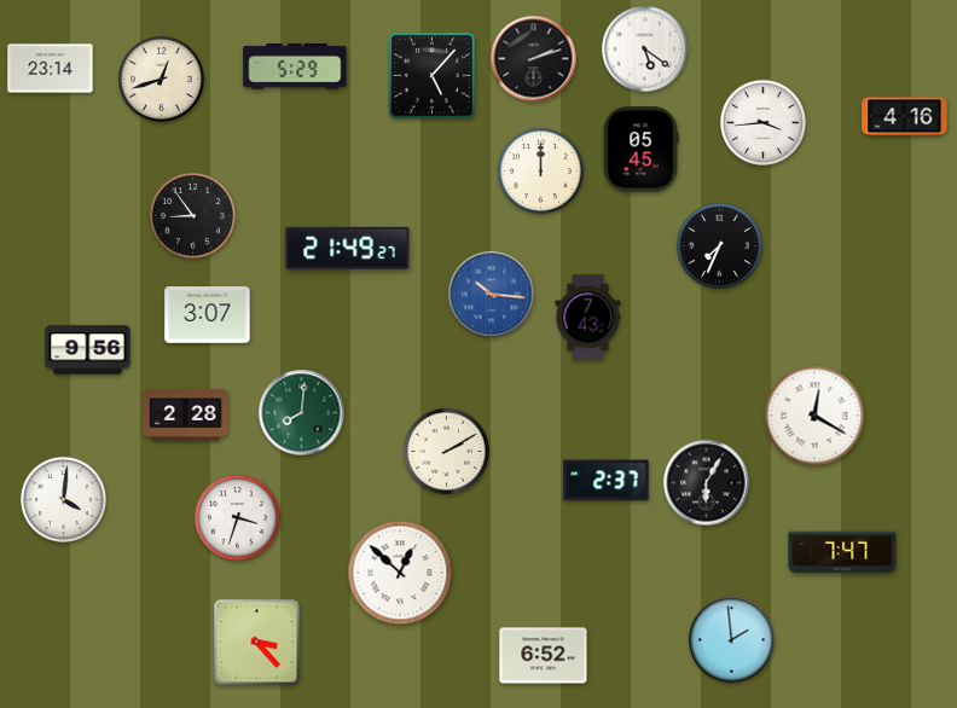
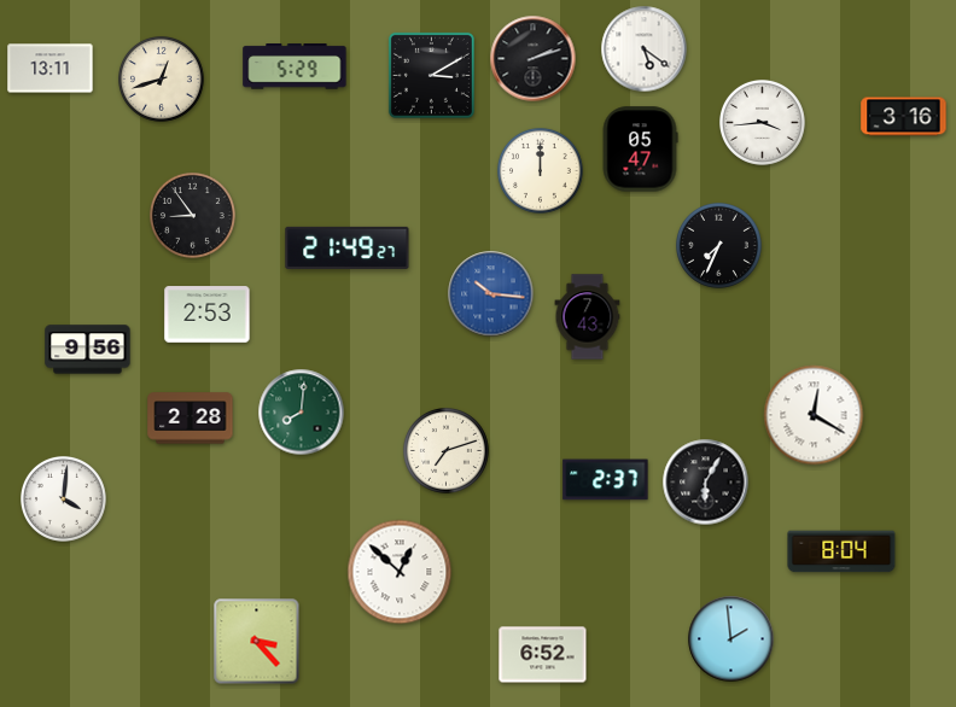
clock at (51, 69): 23:14 -> 13:11
clock at (431, 75): 5:07 -> 3:10
clock at (905, 117): 4:16 -> 3:16
clock at (640, 150): 05:45 -> 05:47
clock at (208, 315): 3:07 -> 2:53
clock at (186, 416) position: (186, 416) -> (191, 419)
clock at (447, 452): 2:10 -> 7:12
clock at (238, 518): 3:33 -> none
clock at (842, 552): 7:47 -> 8:04
